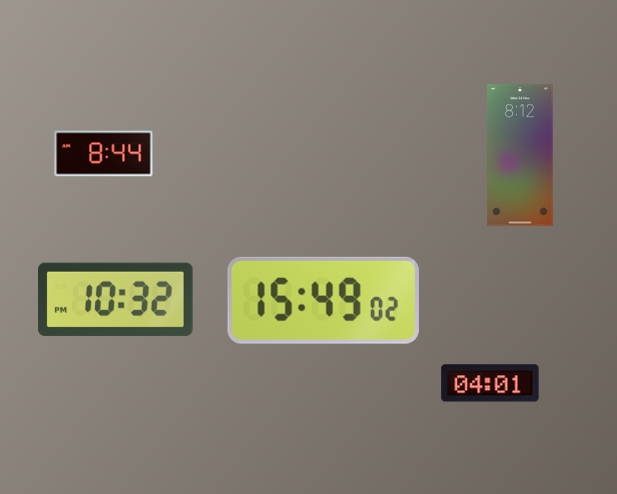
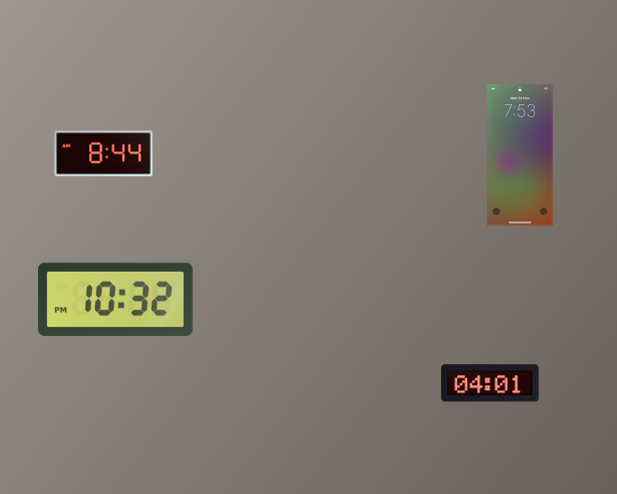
clock at (520, 155): 8:12 -> 7:53
clock at (323, 300): 15:49 -> none
